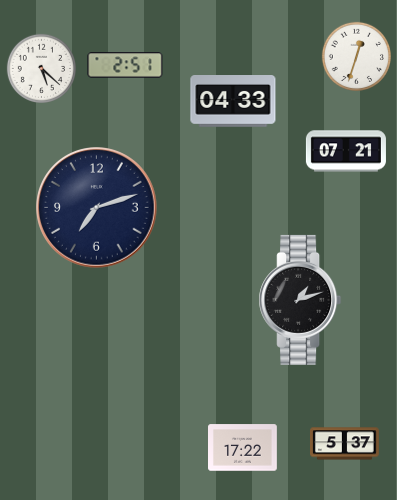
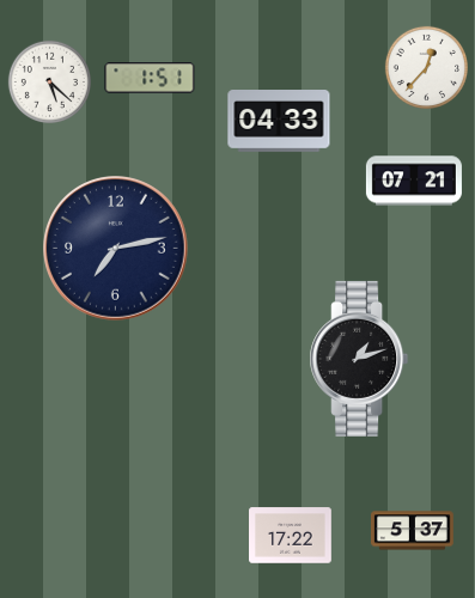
clock at (356, 56): 12:33 -> 12:37
clock at (125, 65): 2:51 -> 1:51
clock at (97, 208): 7:12 -> 7:13
